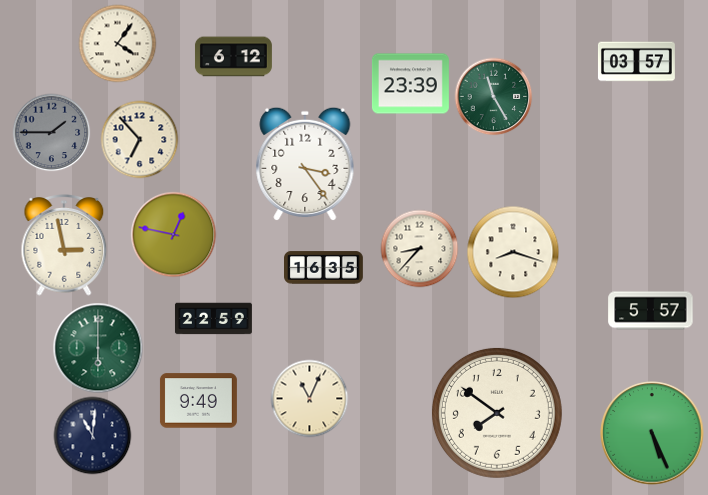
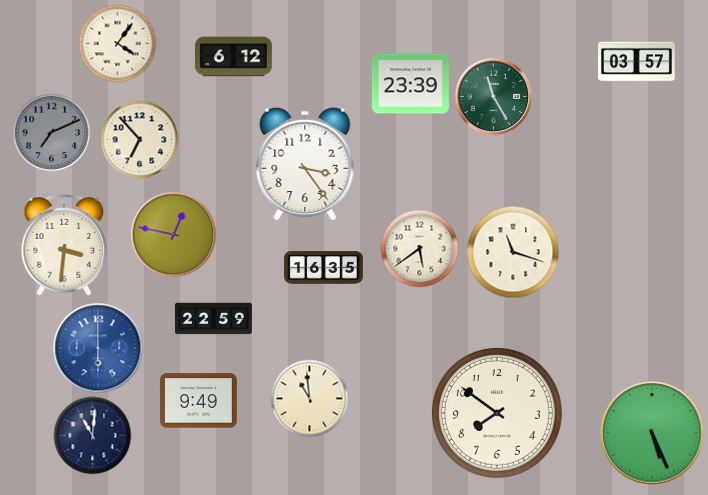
clock at (51, 132): 1:45 -> 7:11
clock at (64, 245): 2:58 -> 3:31
clock at (419, 248): 8:37 -> 5:39
clock at (513, 252): 8:18 -> 11:18
clock at (651, 311): 5:57 -> none
clock at (98, 348) dial: green -> blue
clock at (309, 398): 11:04 -> 10:59
